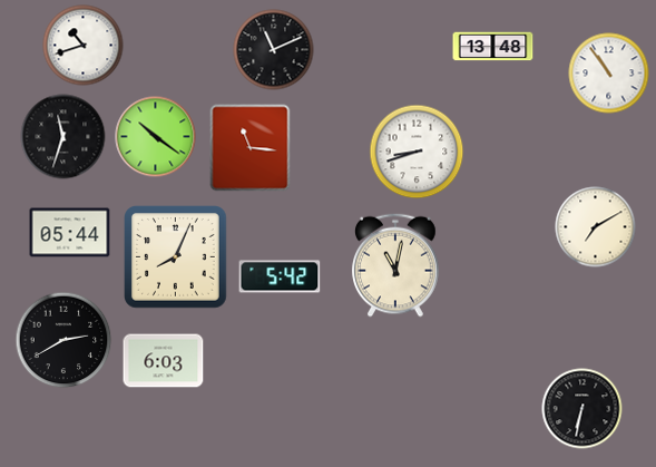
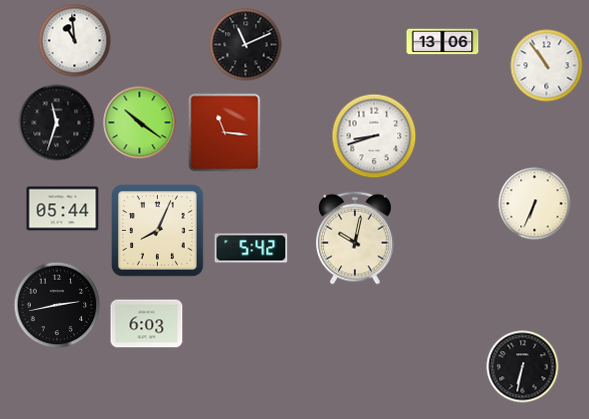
clock at (84, 46): 10:42 -> 10:59
clock at (493, 47): 13:48 -> 13:06
clock at (596, 227): 7:10 -> 6:34
clock at (395, 265): 11:02 -> 10:02
clock at (63, 340): 2:40 -> 2:43
